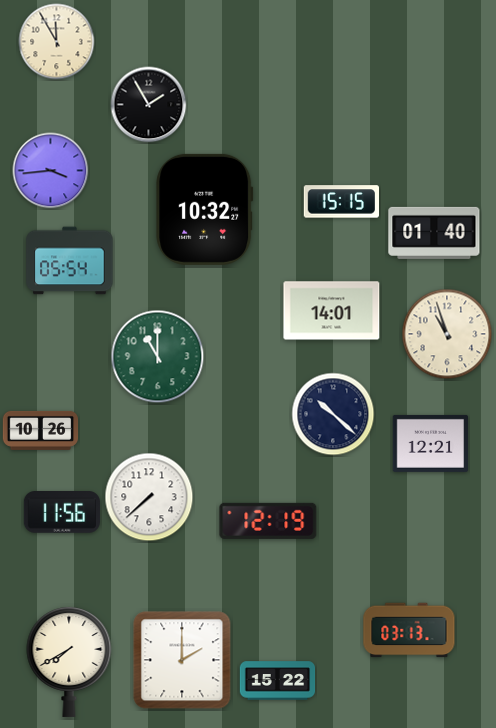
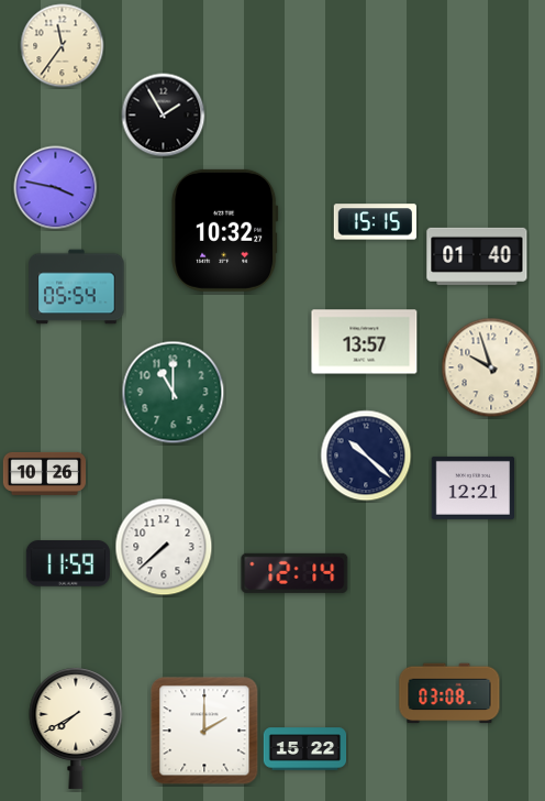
clock at (57, 42): 11:55 -> 11:36
clock at (51, 171): 3:44 -> 3:47
clock at (332, 311): 14:01 -> 13:57
clock at (447, 334): 10:57 -> 9:57
clock at (62, 512): 11:56 -> 11:59
clock at (268, 521): 12:19 -> 12:14
clock at (409, 630): 03:13 -> 03:08
clock at (182, 660) position: (182, 660) -> (204, 731)
